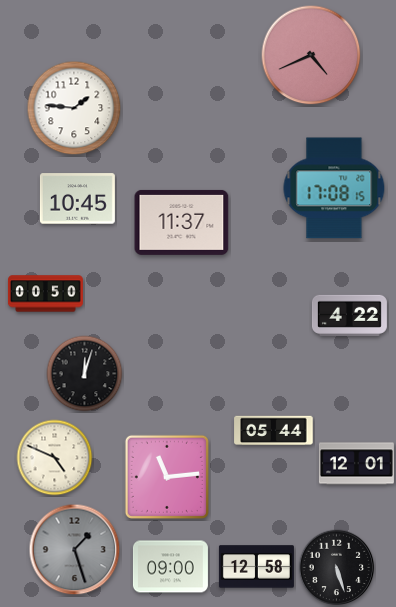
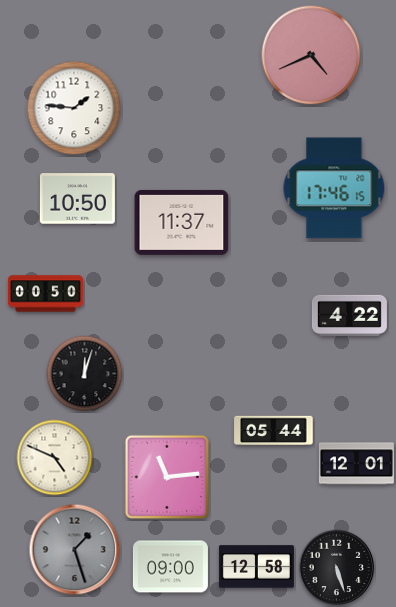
clock at (334, 188): 17:08 -> 17:46
clock at (77, 199): 10:45 -> 10:50
